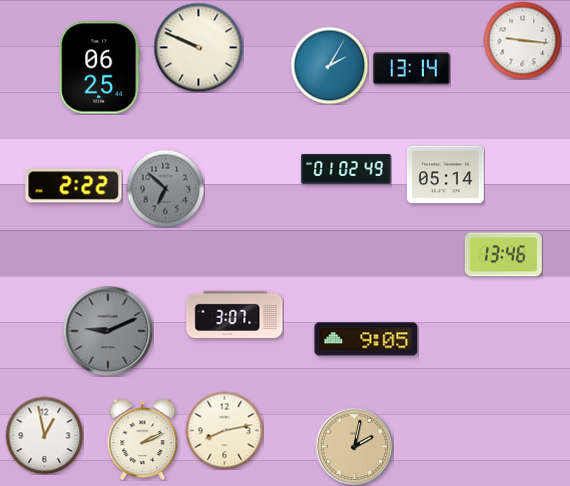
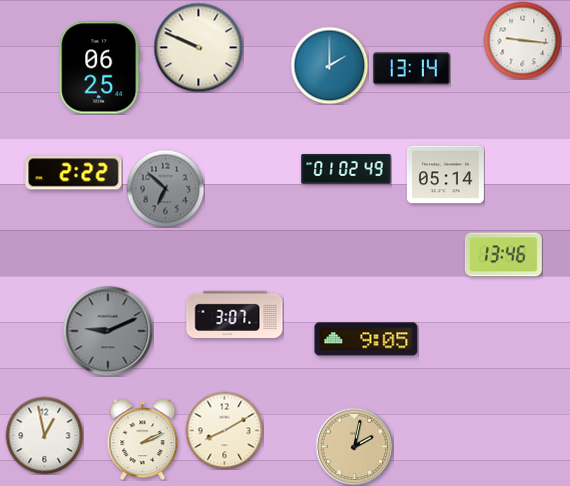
clock at (329, 65): 2:05 -> 2:00
clock at (74, 186) position: (74, 186) -> (74, 173)
clock at (224, 430): 8:13 -> 8:10
